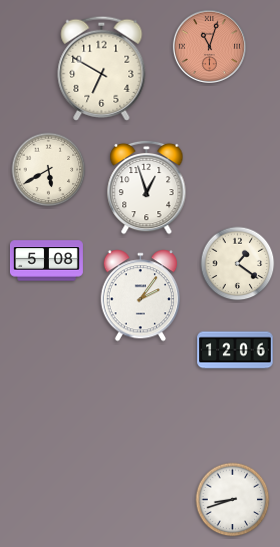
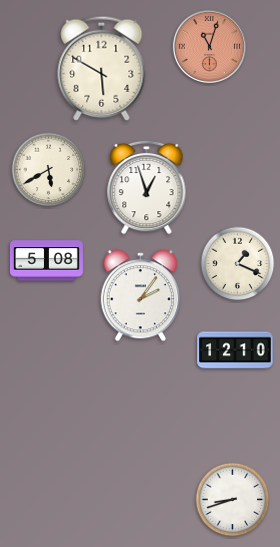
clock at (102, 68): 6:50 -> 5:50
clock at (238, 264): 1:21 -> 1:19
clock at (235, 350): 12:06 -> 12:10
